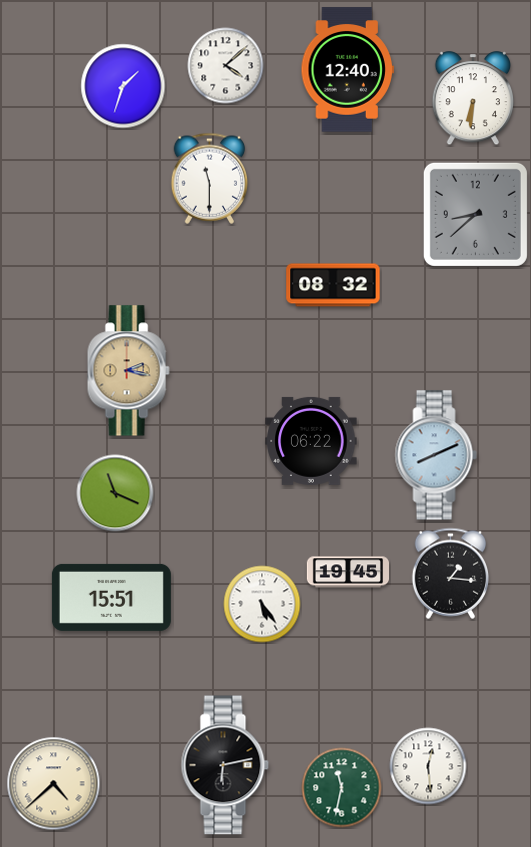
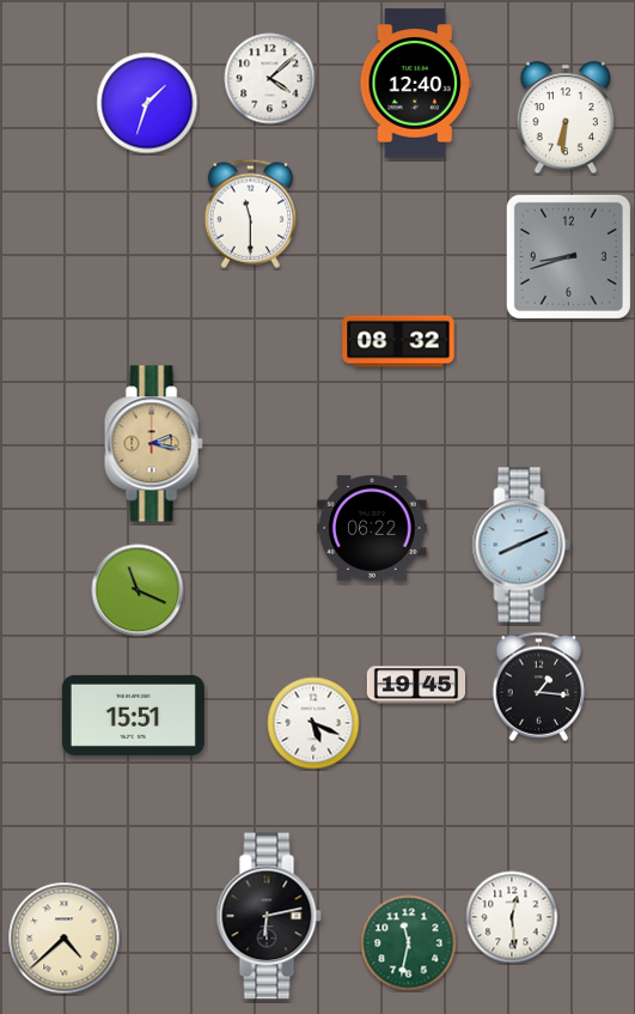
clock at (475, 214): 8:38 -> 8:42
clock at (262, 604): 5:24 -> 5:19
